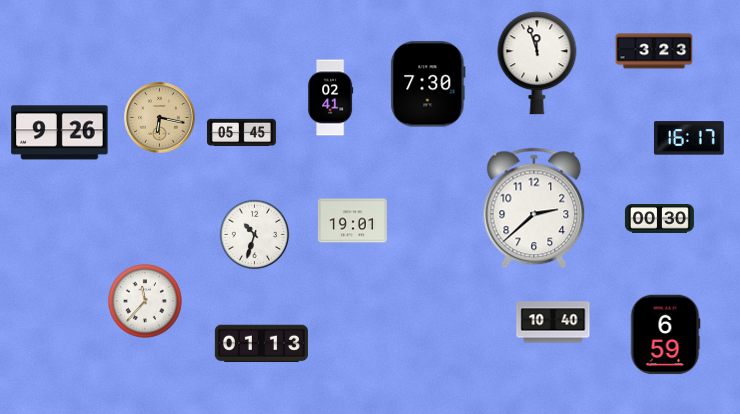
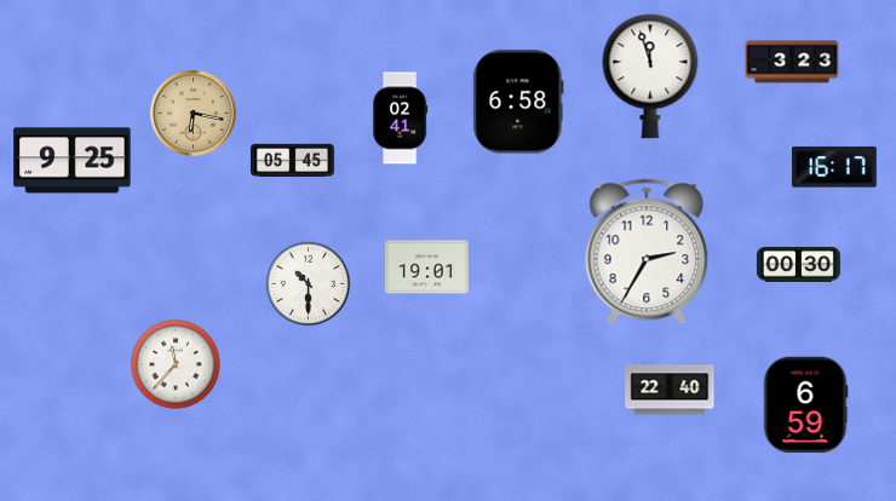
clock at (428, 84): 7:30 -> 6:58
clock at (160, 118) position: (160, 118) -> (194, 114)
clock at (60, 133): 9:26 -> 9:25
clock at (534, 208): 2:38 -> 2:35
clock at (255, 235): 10:33 -> 10:30
clock at (553, 322): 10:40 -> 22:40
clock at (261, 344): 01:13 -> none
